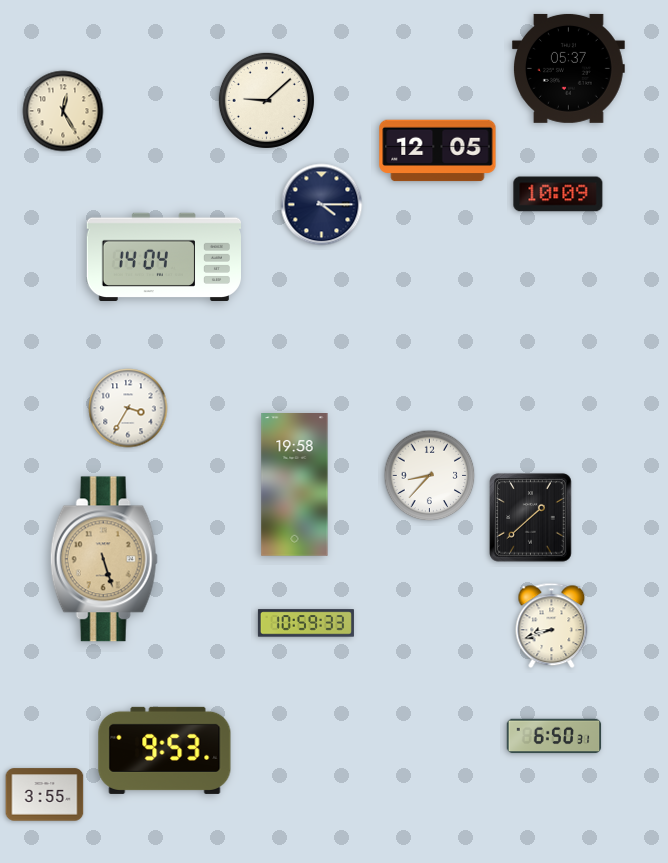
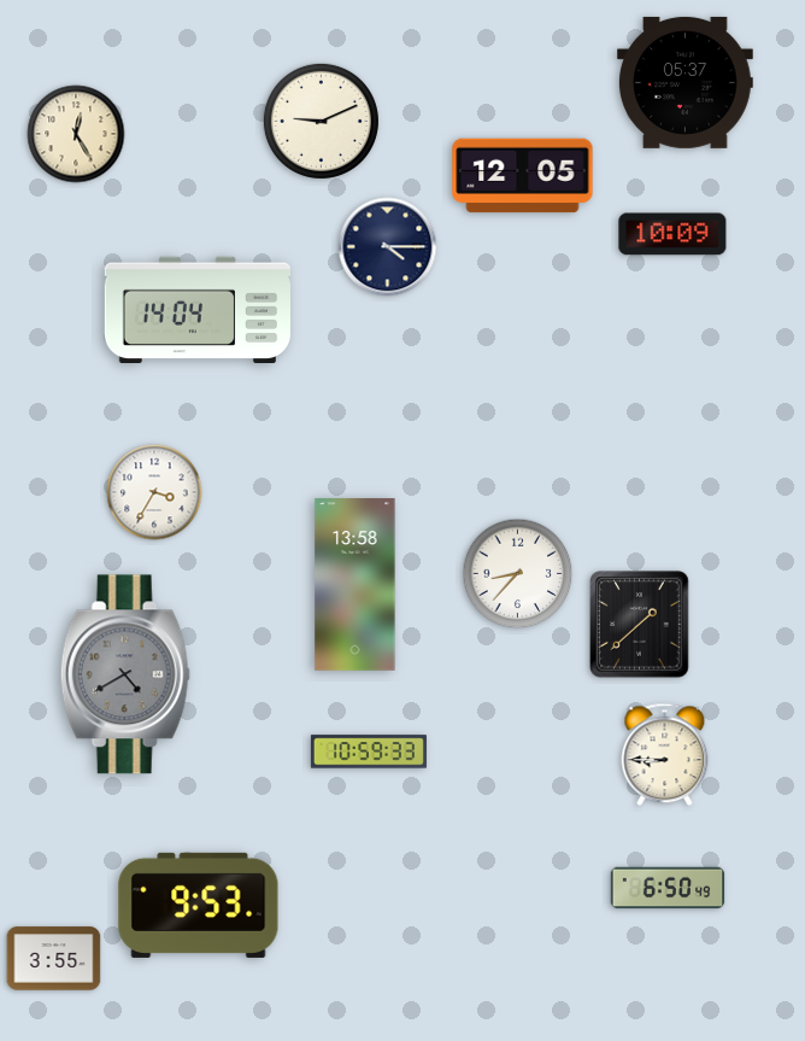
clock at (266, 100): 9:08 -> 9:11
clock at (438, 151) position: (438, 151) -> (523, 176)
clock at (295, 485): 19:58 -> 13:58
clock at (104, 559): 5:27 -> 4:40
clock at (104, 559) dial: champagne -> grey
clock at (552, 626): 8:42 -> 8:45
clock at (554, 736): 6:50:31 -> 6:50:49
